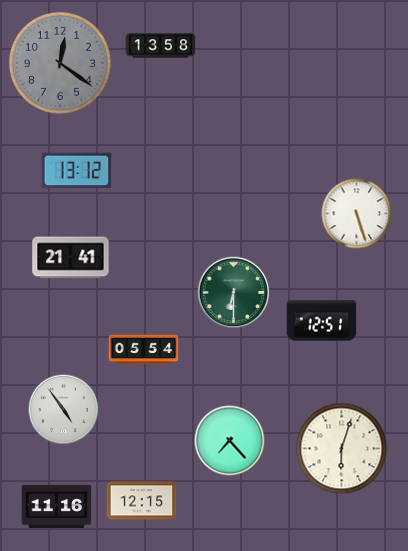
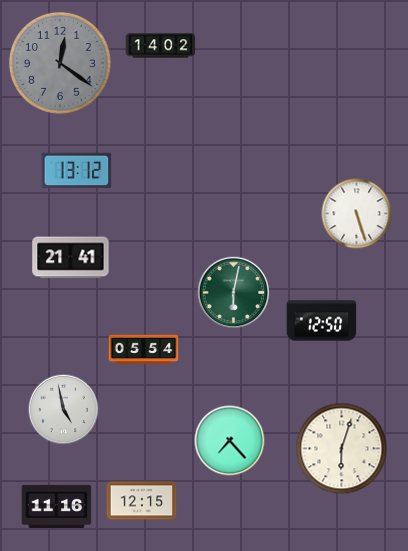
clock at (161, 46): 13:58 -> 14:02
clock at (234, 293): 6:30 -> 6:02
clock at (322, 321): 12:51 -> 12:50
clock at (64, 410): 4:54 -> 4:58
